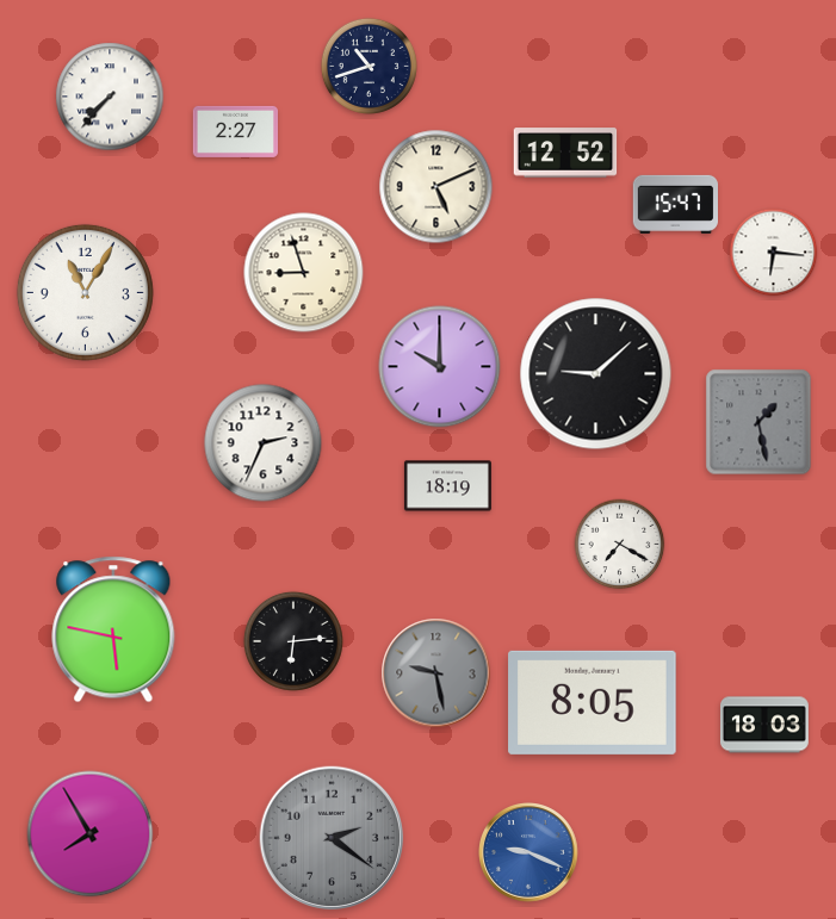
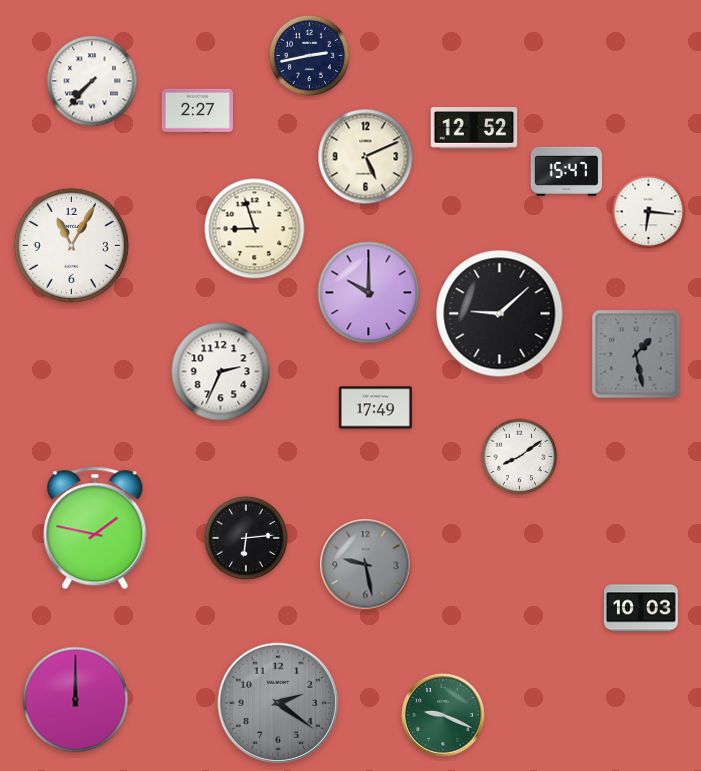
clock at (369, 66): 10:42 -> 2:43
clock at (440, 367) position: (440, 367) -> (369, 293)
clock at (447, 486): 18:19 -> 17:49
clock at (620, 545): 7:20 -> 8:09
clock at (113, 629): 5:47 -> 1:47
clock at (593, 702): 8:05 -> none
clock at (764, 725): 18:03 -> 10:03
clock at (91, 834): 7:55 -> 12:00
clock at (530, 853) dial: blue -> green
